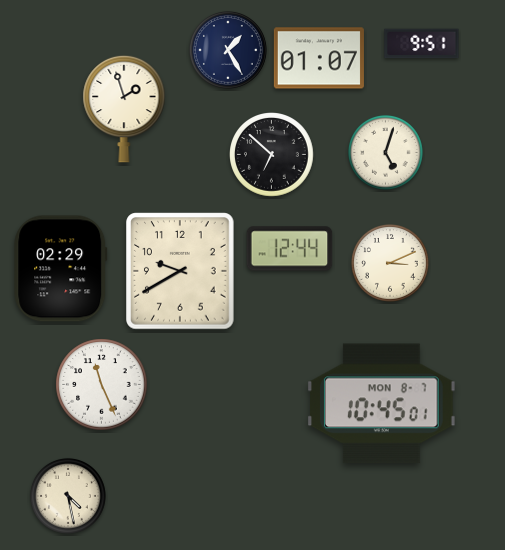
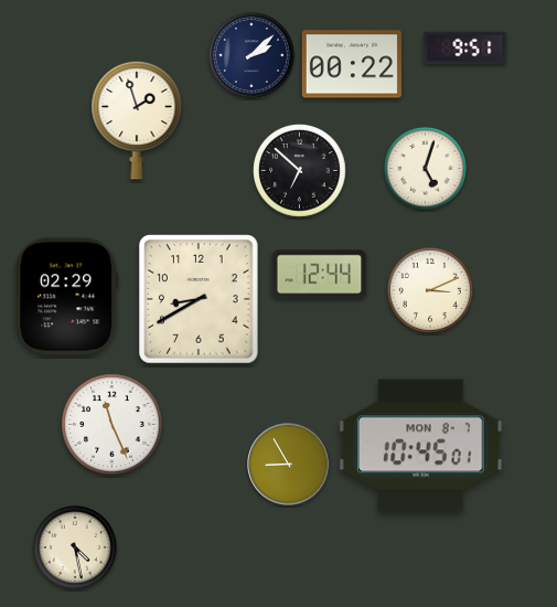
clock at (228, 50): 1:25 -> 2:08
clock at (319, 58): 01:07 -> 00:22
clock at (180, 271): 9:40 -> 8:40
clock at (289, 465): none -> 8:55
